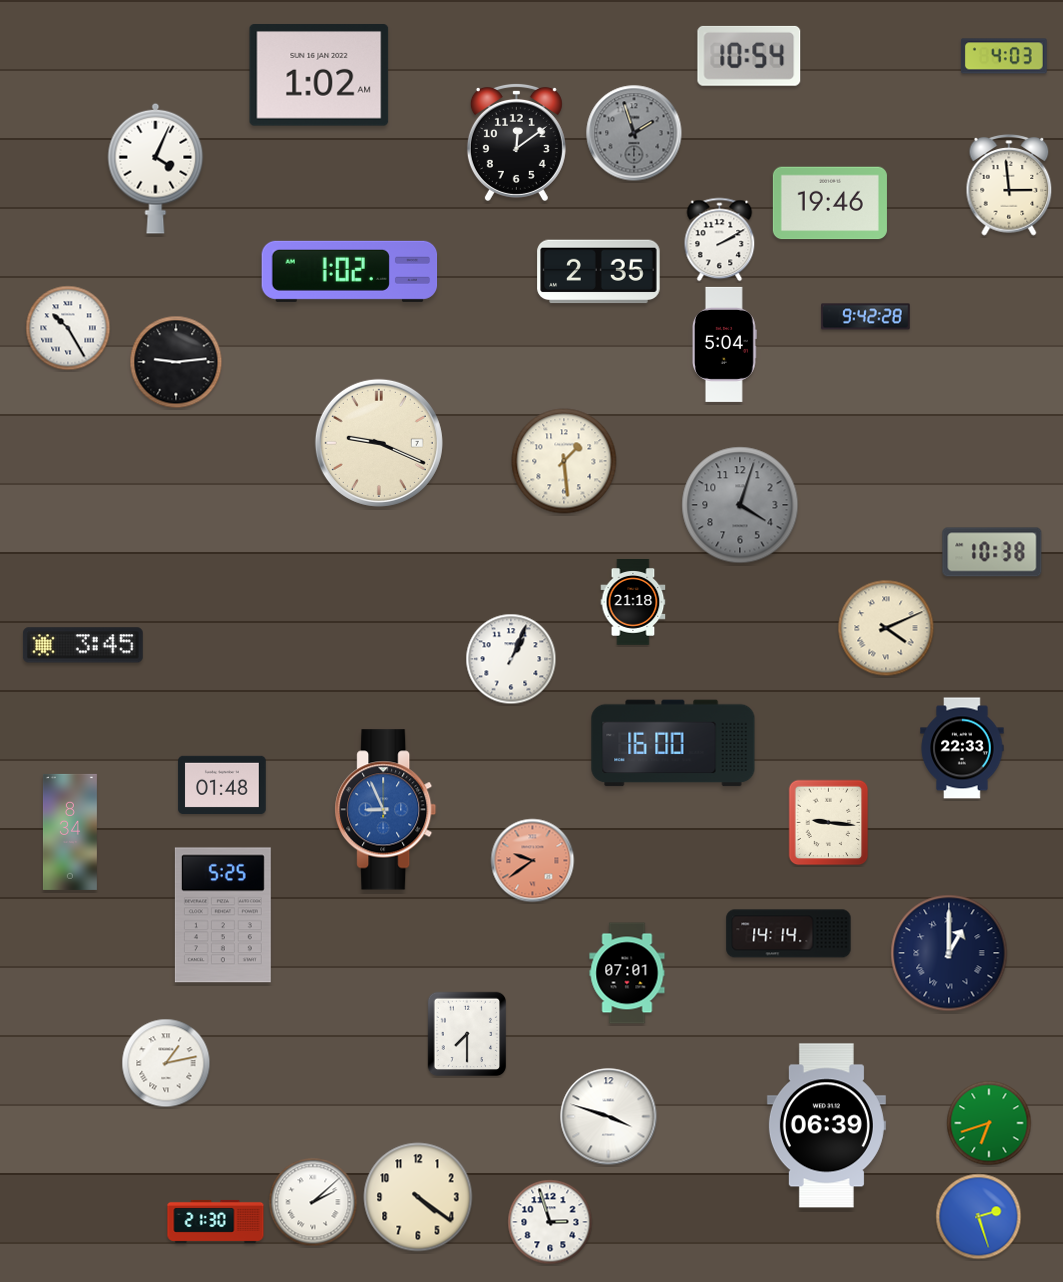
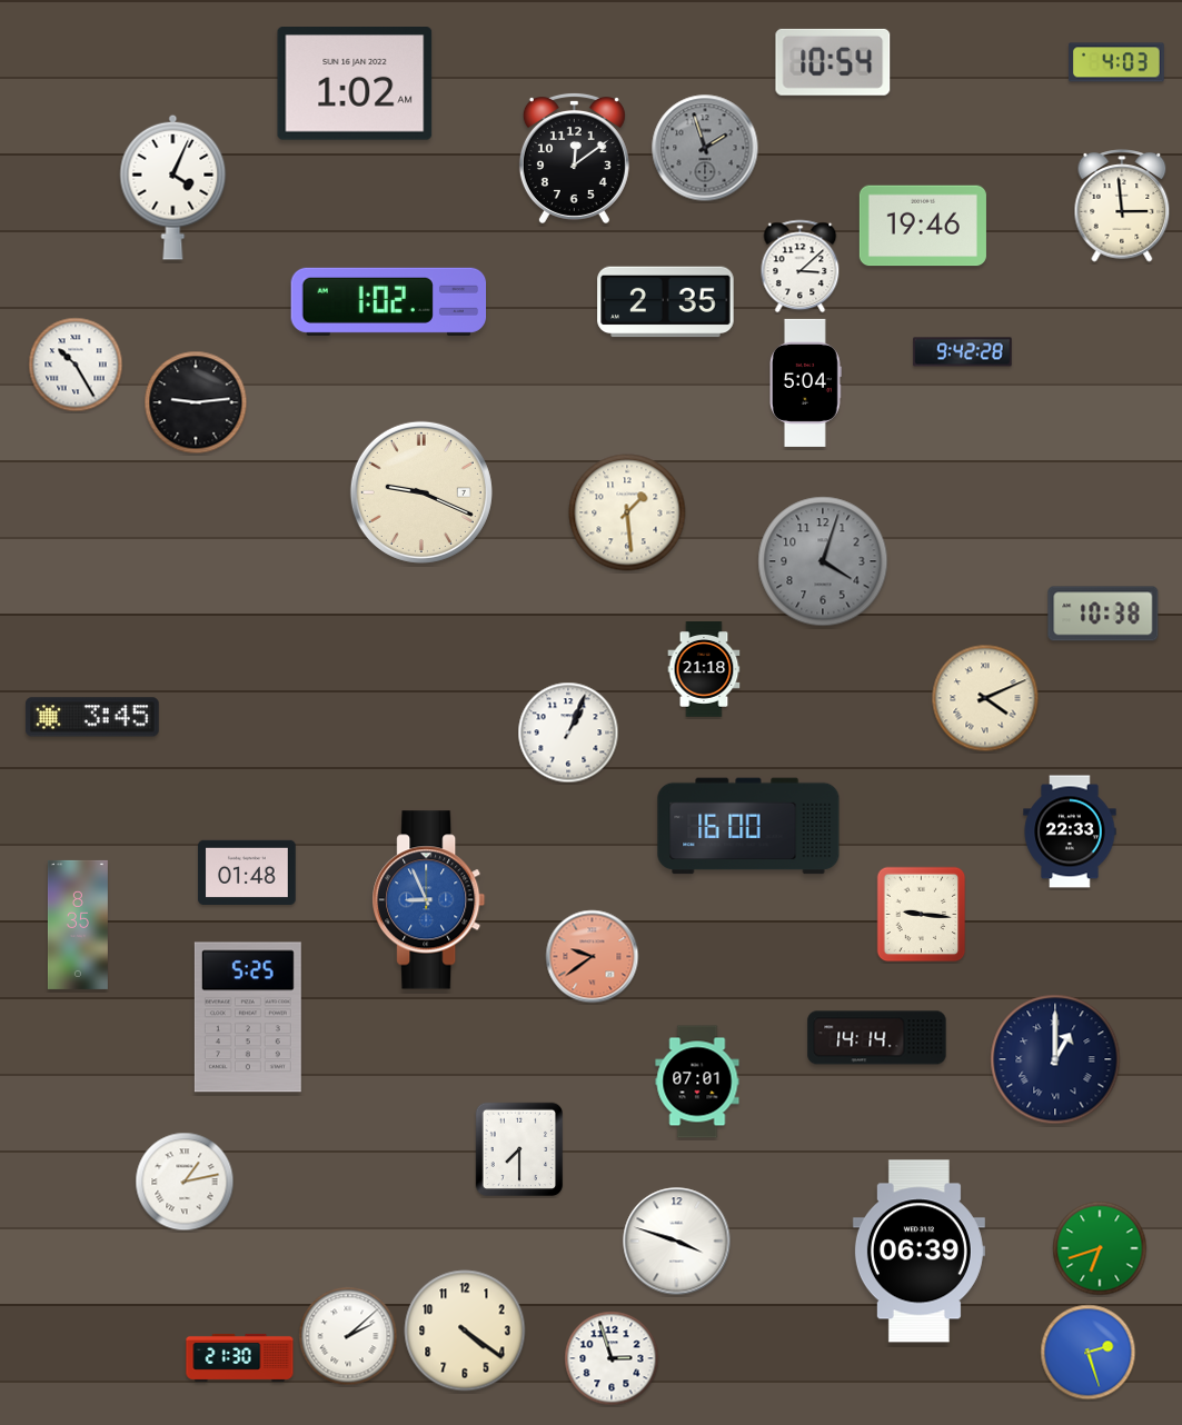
clock at (720, 240): 2:10 -> 3:08
clock at (70, 832): 8:34 -> 8:35
